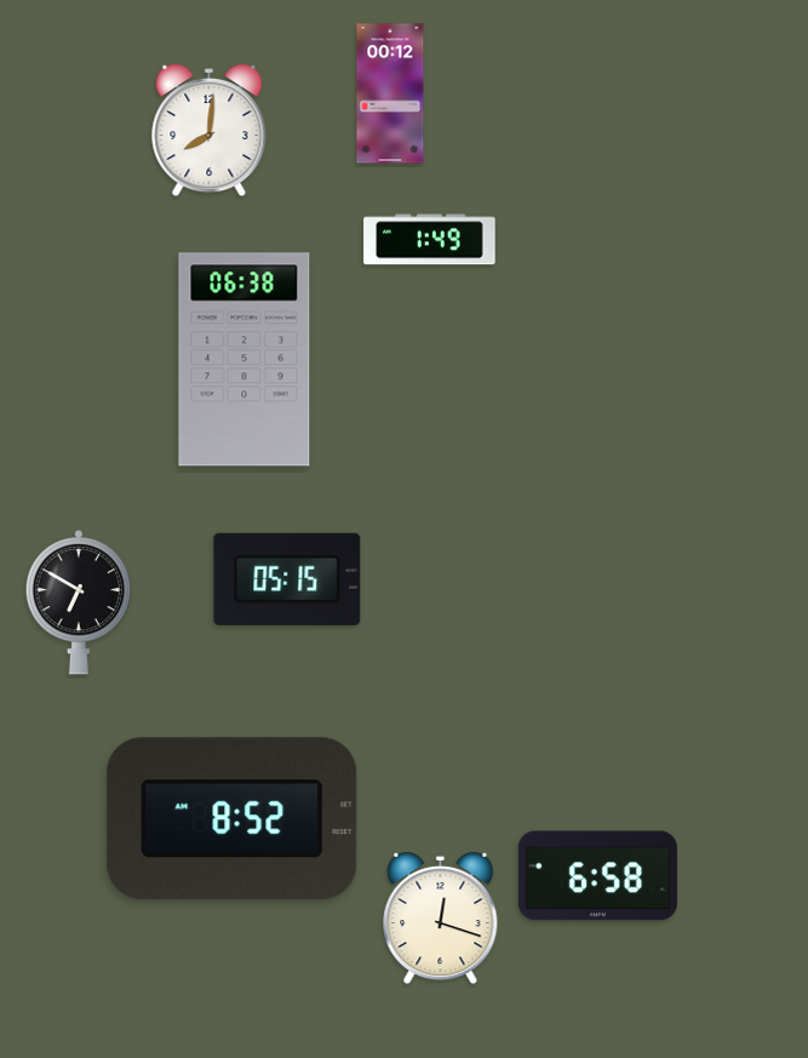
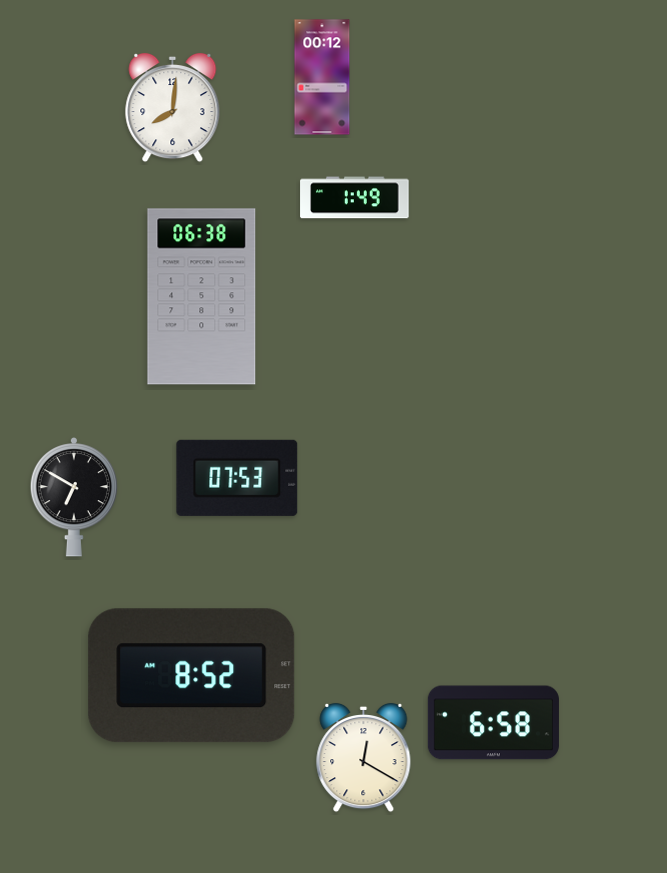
clock at (287, 579): 05:15 -> 07:53
clock at (78, 604) position: (78, 604) -> (73, 498)
clock at (441, 919): 12:18 -> 12:20
